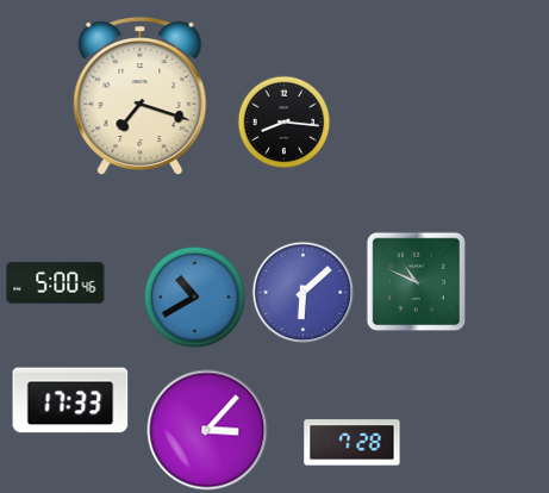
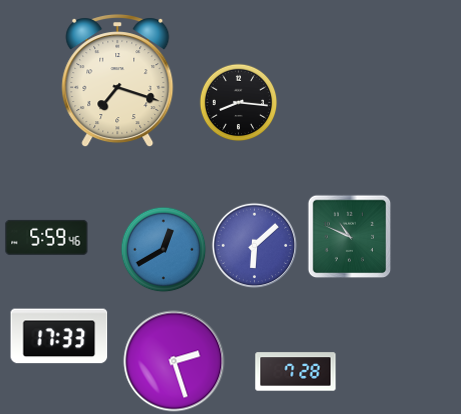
clock at (56, 282): 5:00 -> 5:59
clock at (194, 297): 10:40 -> 12:40
clock at (207, 430): 3:07 -> 2:27
